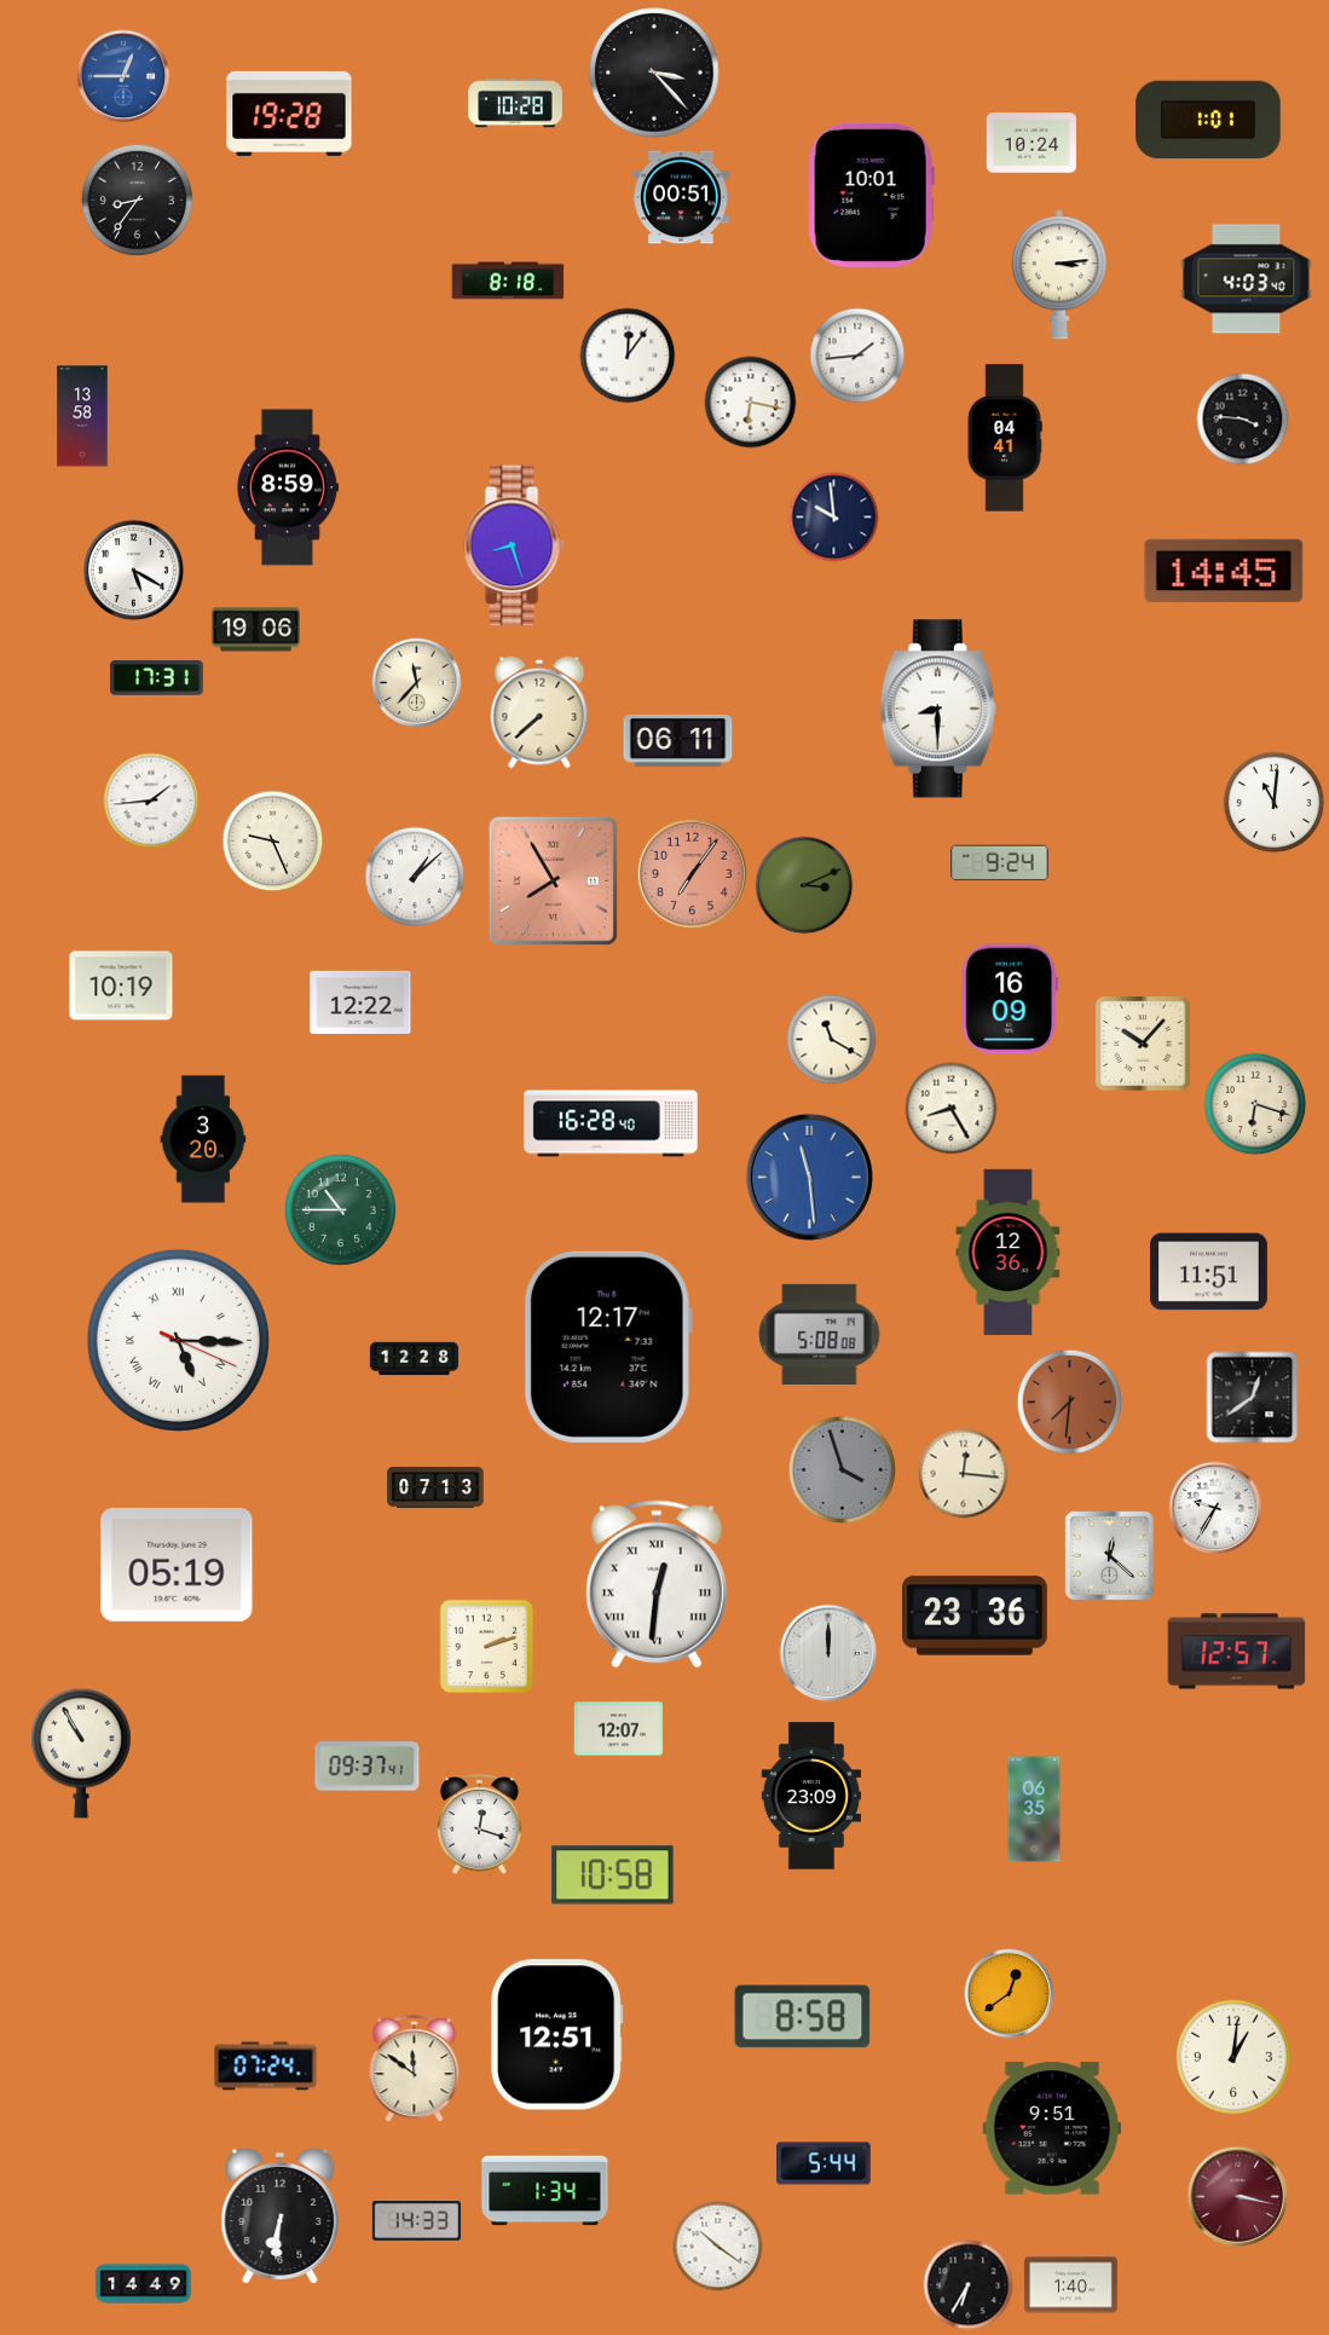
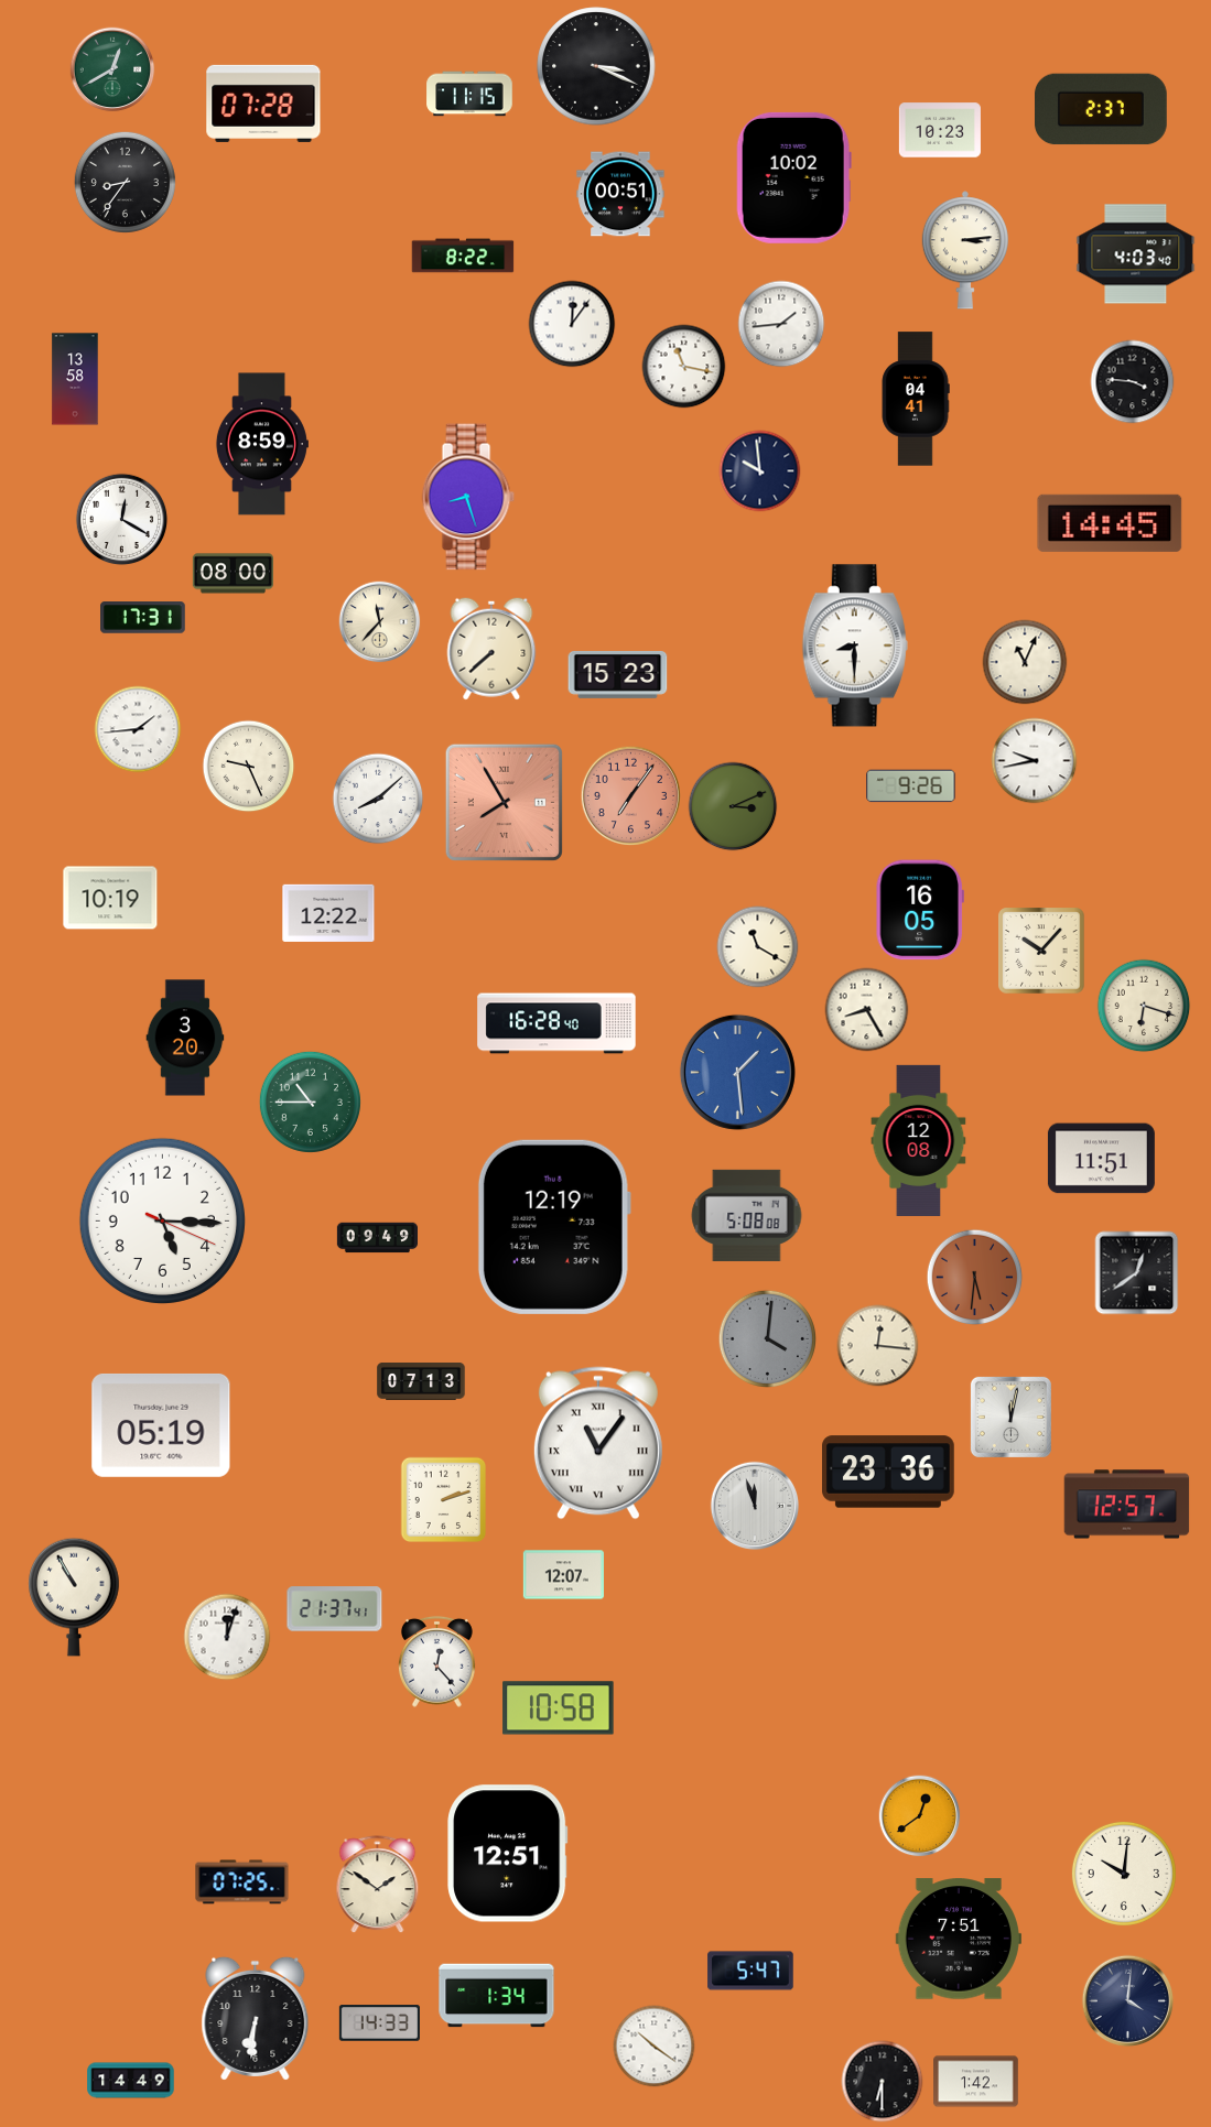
clock at (654, 73): 3:23 -> 3:19
clock at (123, 76): 12:45 -> 12:40
clock at (123, 76) dial: blue -> green
clock at (515, 103): 10:28 -> 11:15
clock at (289, 114): 19:28 -> 07:28
clock at (1209, 120): 1:01 -> 2:37
clock at (1032, 143): 10:24 -> 10:23
clock at (871, 195): 10:01 -> 10:02
clock at (681, 197) position: (681, 197) -> (620, 194)
clock at (508, 281): 8:18 -> 8:22
clock at (751, 403): 6:17 -> 11:17
clock at (134, 571): 5:20 -> 12:20
clock at (1224, 571) position: (1224, 571) -> (1110, 523)
clock at (255, 630): 19:06 -> 08:00
clock at (1025, 662): none -> 11:04
clock at (678, 740): 06:11 -> 15:23
clock at (1275, 803): 11:01 -> none
clock at (1035, 761): none -> 9:43
clock at (1000, 863): 9:24 -> 9:26
clock at (415, 877): 1:08 -> 8:08
clock at (1010, 999): 16:09 -> 16:05
clock at (809, 1177): 11:29 -> 1:29
clock at (1009, 1252): 12:36 -> 12:08
clock at (178, 1340) numerals: Roman -> Arabic
clock at (608, 1347): 12:17 -> 12:19
clock at (414, 1359): 12:28 -> 09:49
clock at (1253, 1398) position: (1253, 1398) -> (1137, 1273)
clock at (1070, 1403): 7:31 -> 5:31
clock at (843, 1470): 3:57 -> 4:01
clock at (964, 1474) position: (964, 1474) -> (878, 1346)
clock at (435, 1489) position: (435, 1489) -> (421, 1382)
clock at (1215, 1508): 9:35 -> none
clock at (1109, 1555): 12:22 -> 12:02
clock at (657, 1584): 12:31 -> 11:06
clock at (828, 1653): 12:00 -> 11:57
clock at (368, 1767): 09:37 -> 21:37
clock at (811, 1796): 23:09 -> none
clock at (227, 1637): none -> 12:03
clock at (1034, 1809): 06:35 -> none
clock at (479, 1824): 12:18 -> 12:23
clock at (803, 2017): 8:58 -> none
clock at (1233, 2057): 1:01 -> 10:01
clock at (266, 2067): 07:24 -> 07:25
clock at (415, 2069): 11:51 -> 1:51
clock at (1051, 2128): 9:51 -> 7:51
clock at (824, 2163): 5:44 -> 5:47
clock at (1238, 2197): 3:17 -> 4:01
clock at (1238, 2197) dial: burgundy -> navy
clock at (969, 2285): 6:35 -> 6:30
clock at (1071, 2285): 1:40 -> 1:42
